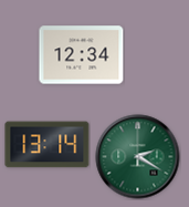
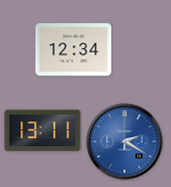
clock at (48, 145): 13:14 -> 13:11
clock at (138, 157) dial: green -> blue
